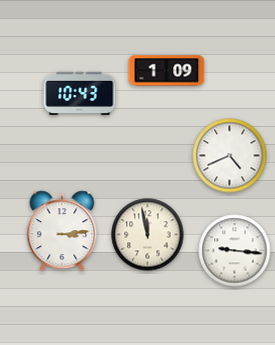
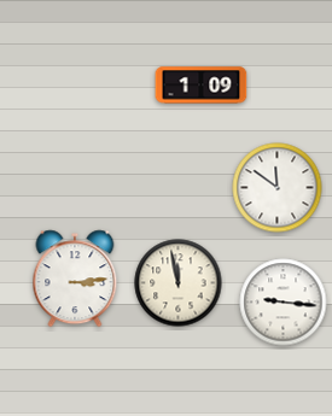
clock at (80, 93): 10:43 -> none
clock at (230, 156): 4:41 -> 11:51
